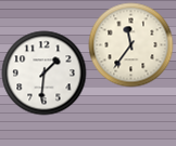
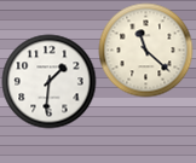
clock at (130, 44): 11:36 -> 11:22
